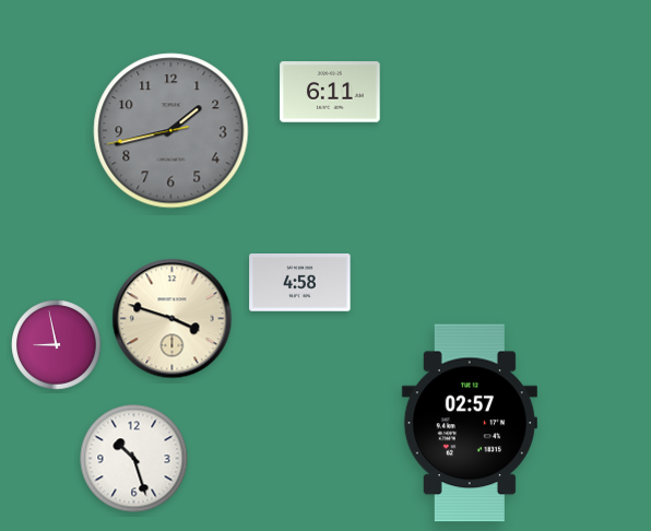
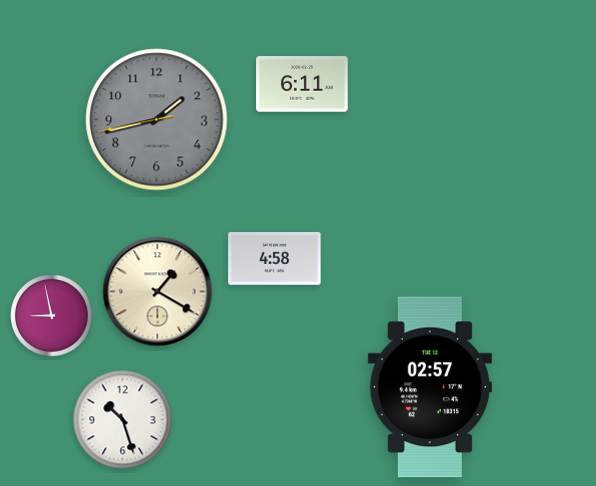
clock at (173, 319): 3:48 -> 1:20
